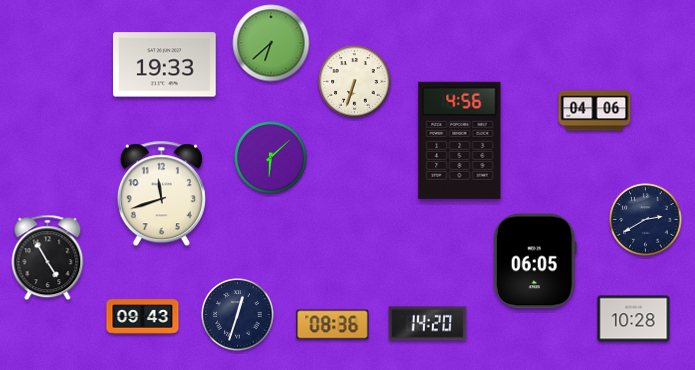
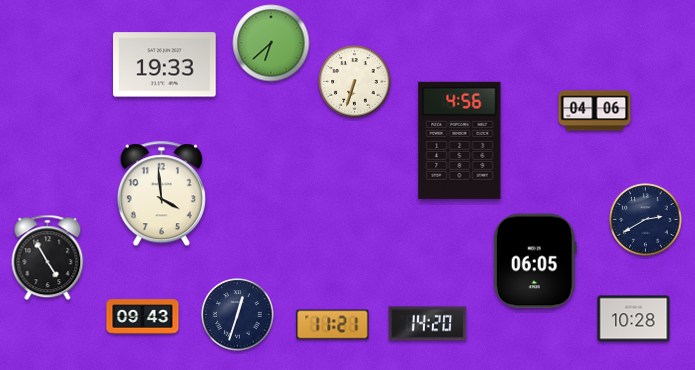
clock at (271, 158): 6:08 -> none
clock at (161, 194): 11:42 -> 3:59
clock at (333, 325): 08:36 -> 11:21
